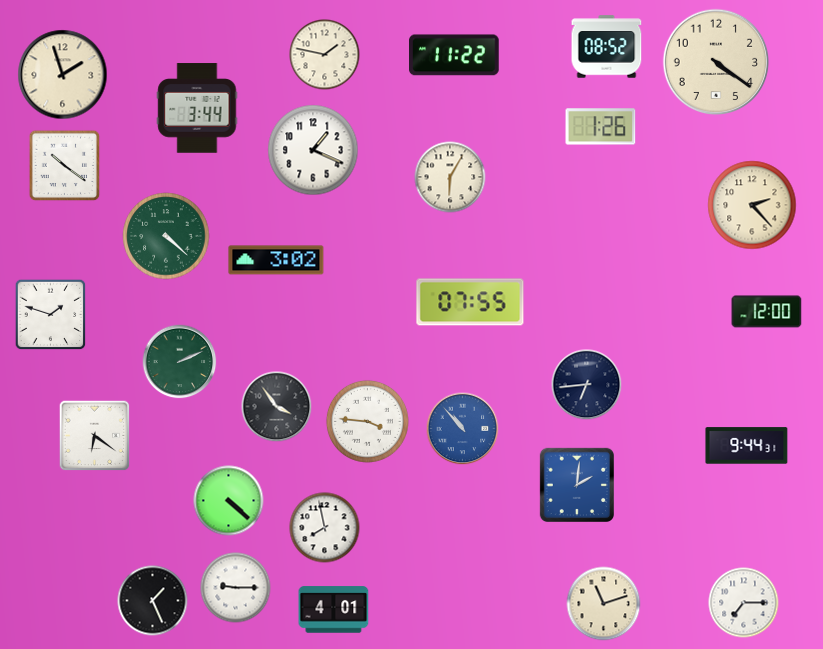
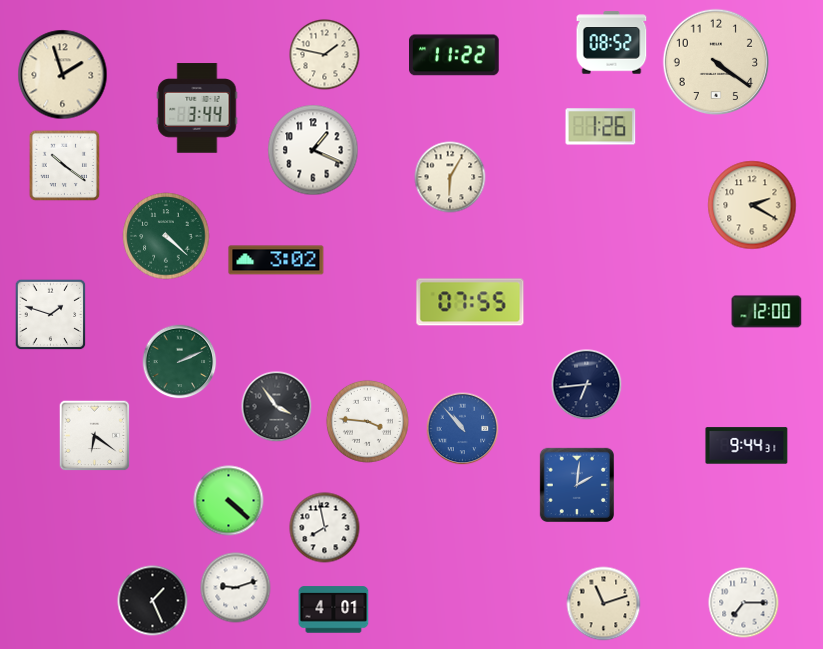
clock at (607, 47) position: (607, 47) -> (612, 43)
clock at (752, 205): 2:23 -> 2:20
clock at (236, 588): 9:15 -> 9:12
